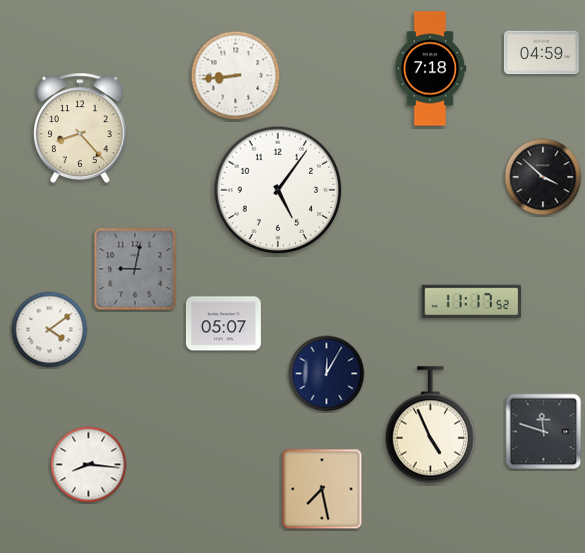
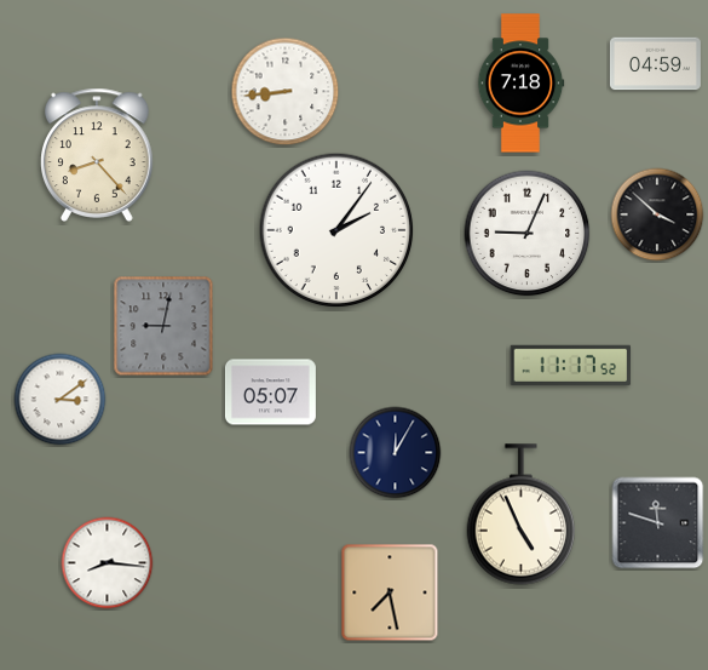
clock at (278, 190): 5:06 -> 2:06
clock at (528, 234): none -> 9:04
clock at (50, 330): 4:09 -> 3:09
